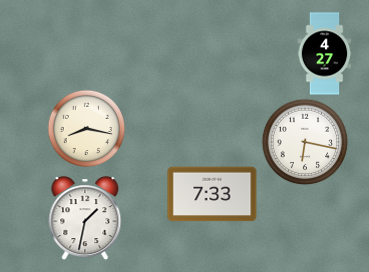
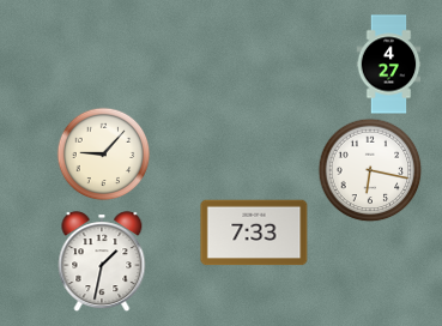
clock at (86, 128): 8:17 -> 9:07
clock at (305, 142) position: (305, 142) -> (370, 170)
